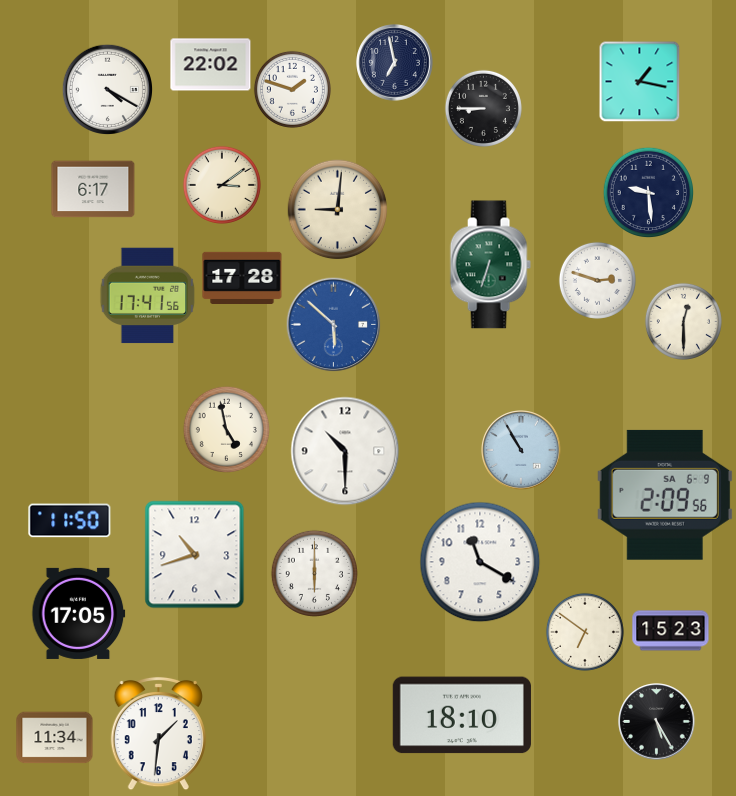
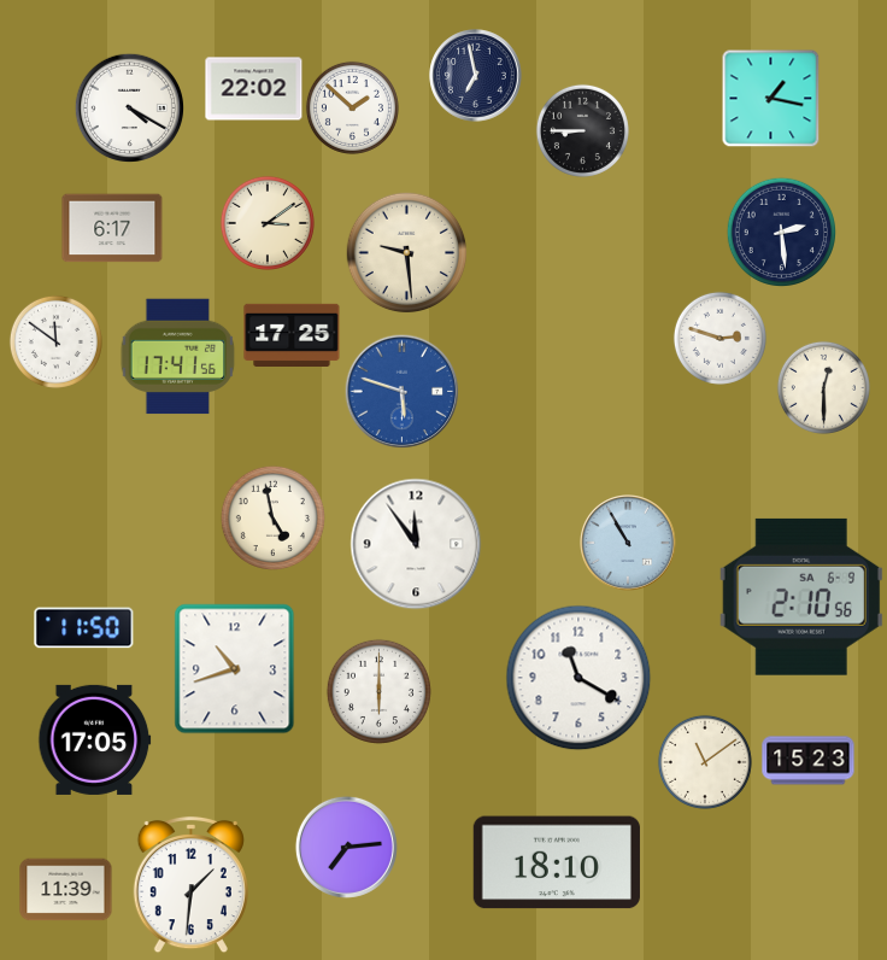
clock at (211, 65) position: (211, 65) -> (254, 89)
clock at (292, 89): 1:48 -> 1:52
clock at (648, 192): 9:29 -> 2:29
clock at (338, 210): 9:01 -> 9:29
clock at (490, 265): 6:33 -> none
clock at (242, 277): 17:28 -> 17:25
clock at (55, 341): none -> 11:51
clock at (333, 324): 5:52 -> 5:48
clock at (345, 451): 10:30 -> 11:54
clock at (665, 495): 2:09 -> 2:10
clock at (585, 632): 6:51 -> 11:09
clock at (346, 847): none -> 7:14
clock at (657, 722): 5:25 -> none
clock at (55, 738): 11:34 -> 11:39
